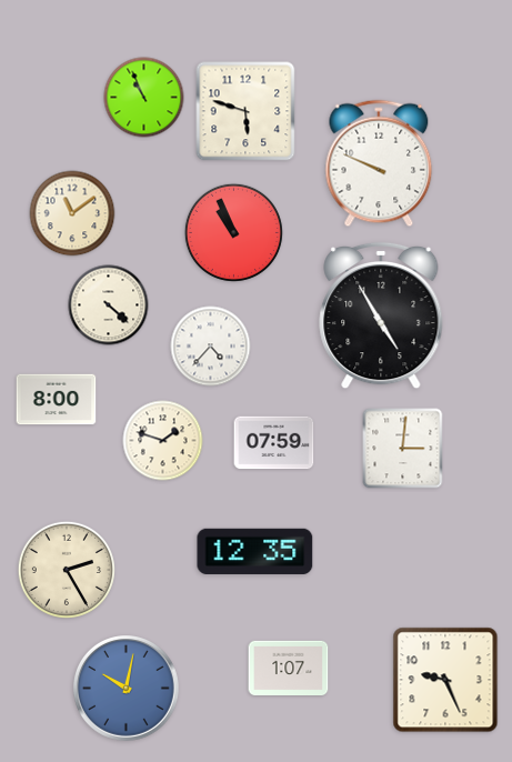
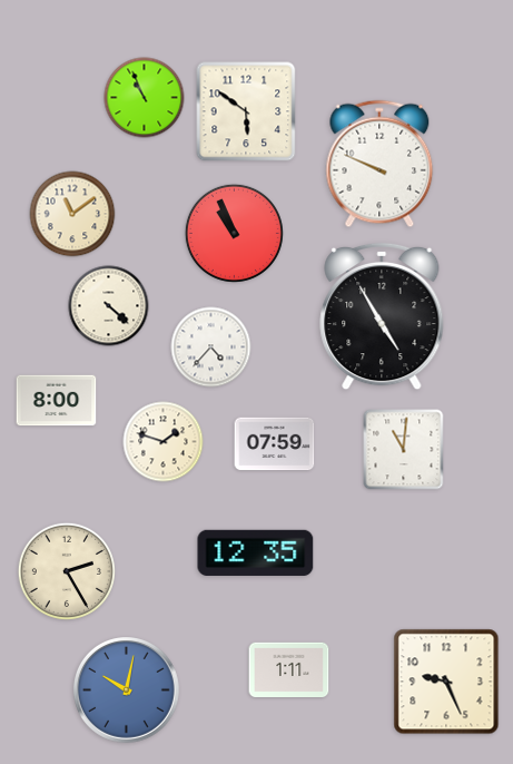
clock at (245, 111): 5:48 -> 5:51
clock at (403, 449): 3:01 -> 11:01
clock at (289, 668): 1:07 -> 1:11
